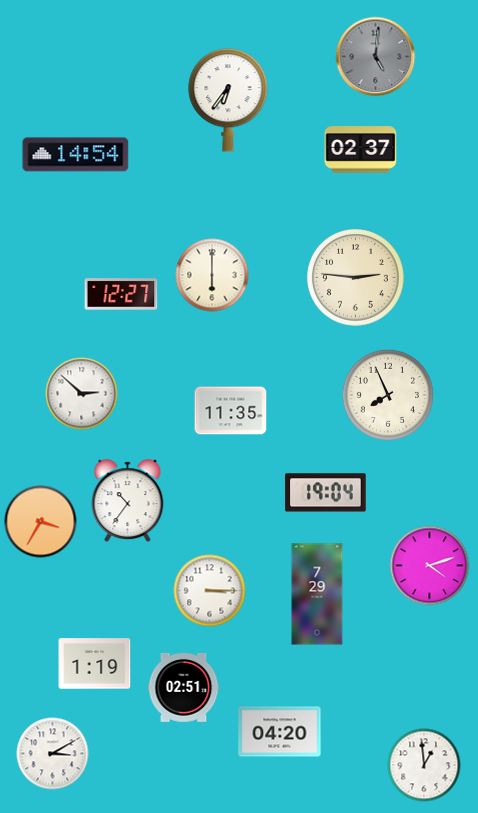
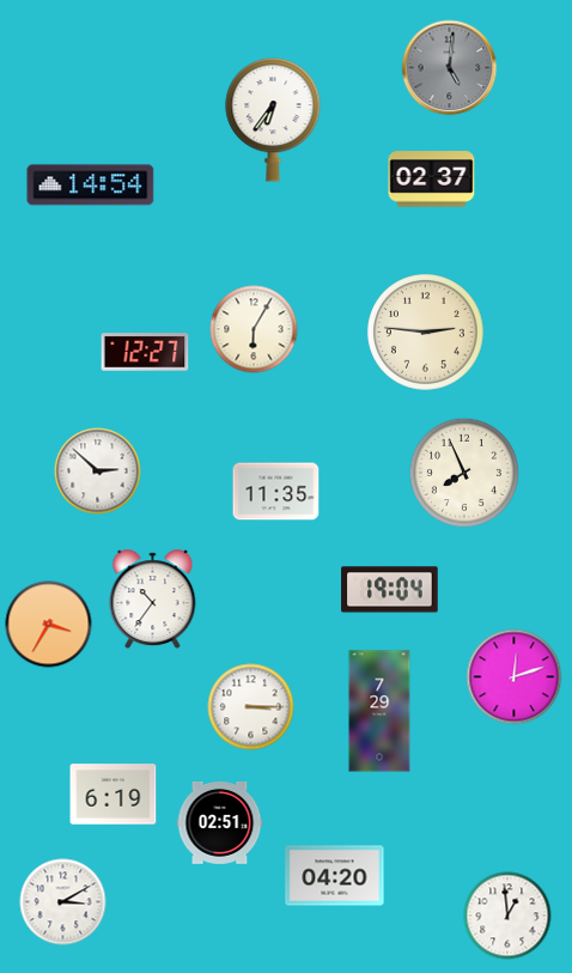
clock at (212, 275): 6:00 -> 6:05
clock at (430, 566): 4:12 -> 12:12
clock at (95, 664): 1:19 -> 6:19
